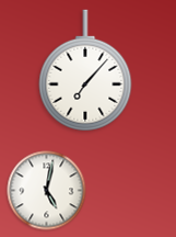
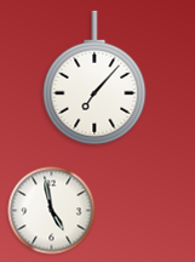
clock at (47, 191): 5:02 -> 4:58
